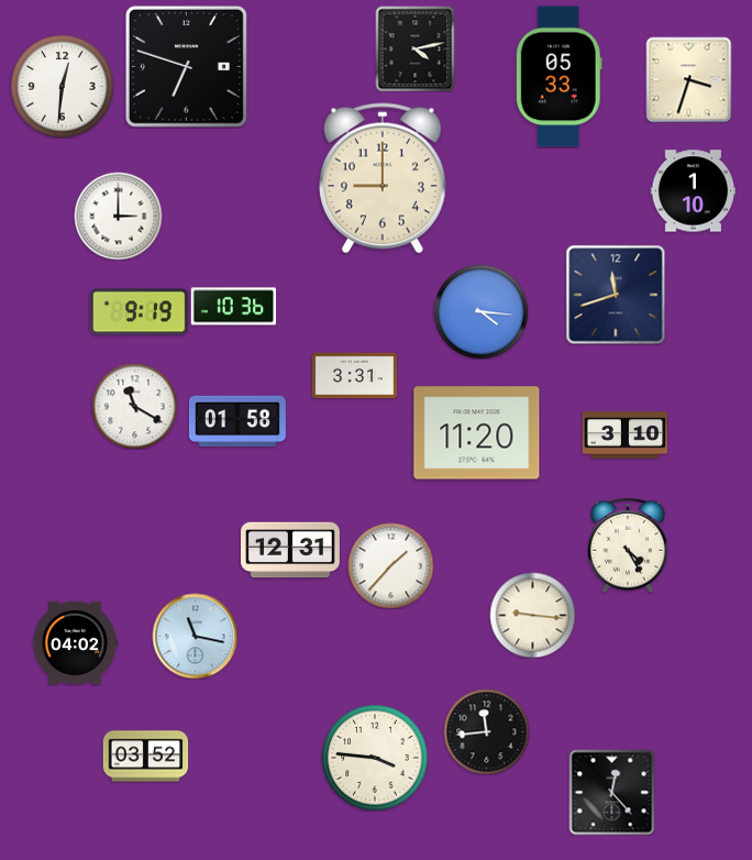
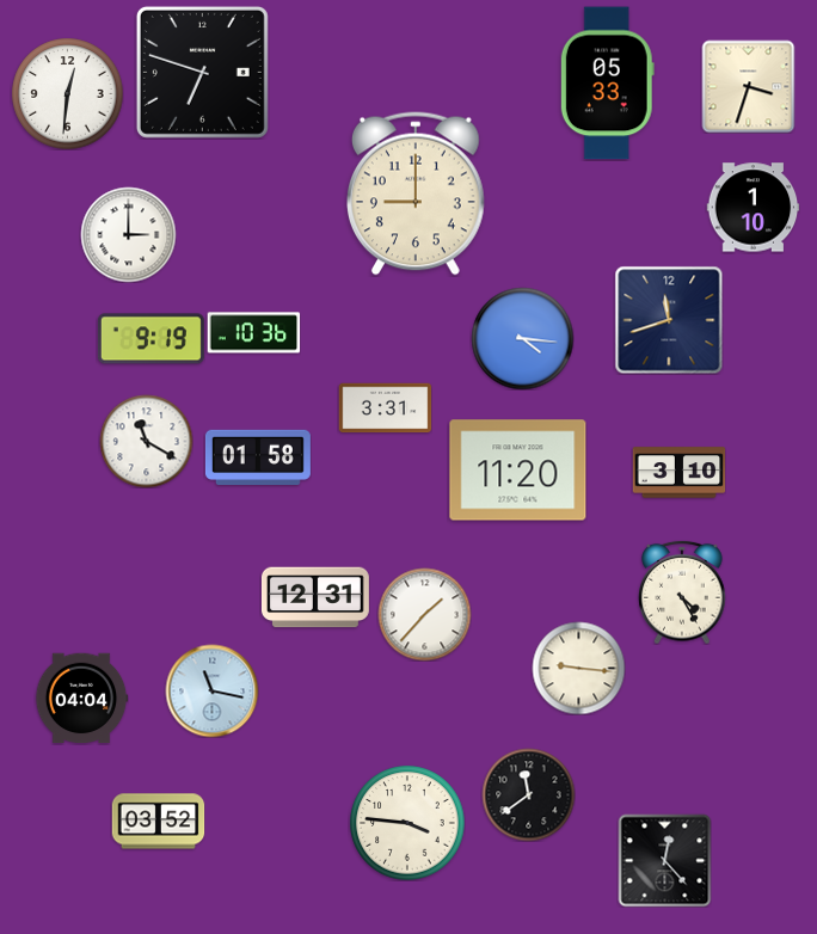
clock at (416, 48): 4:13 -> none
clock at (75, 643): 04:02 -> 04:04
clock at (486, 731): 11:44 -> 11:39
